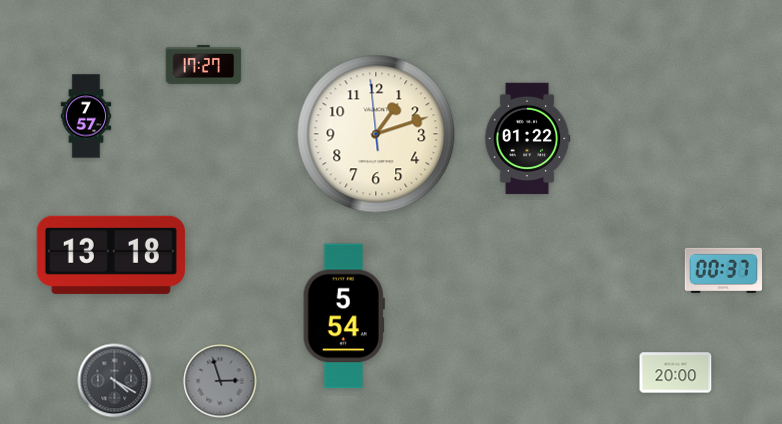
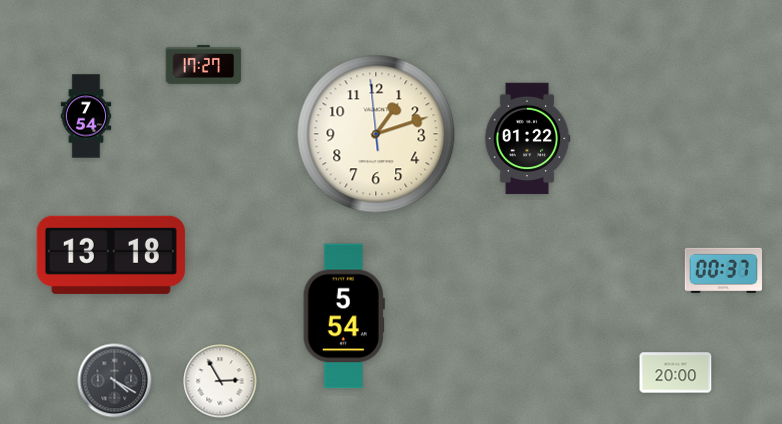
clock at (86, 116): 7:57 -> 7:54
clock at (220, 381): 2:57 -> 2:55
clock at (220, 381) dial: grey -> white
